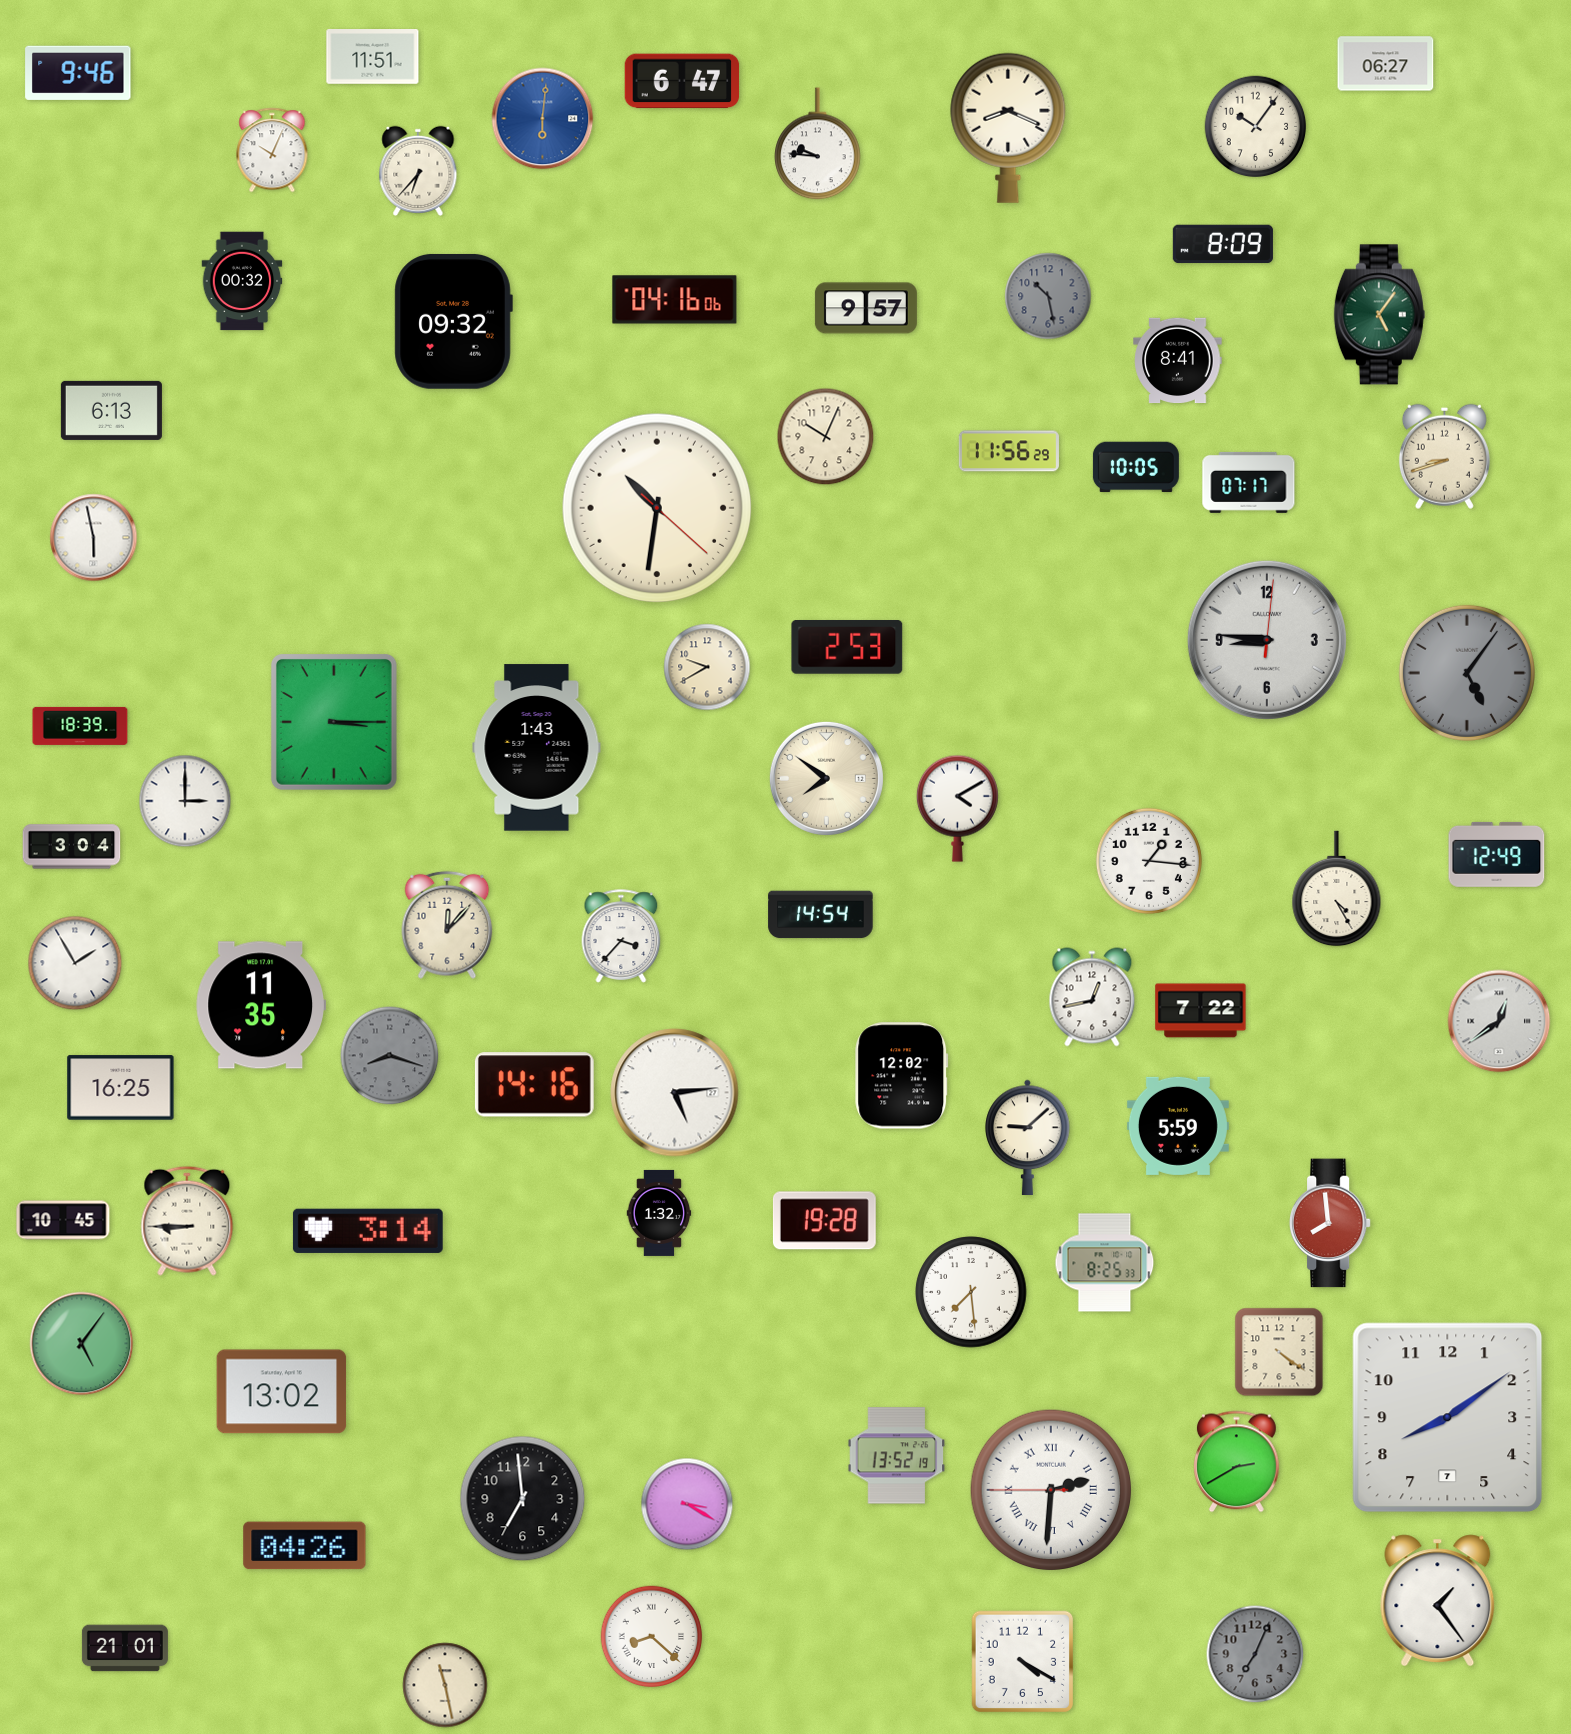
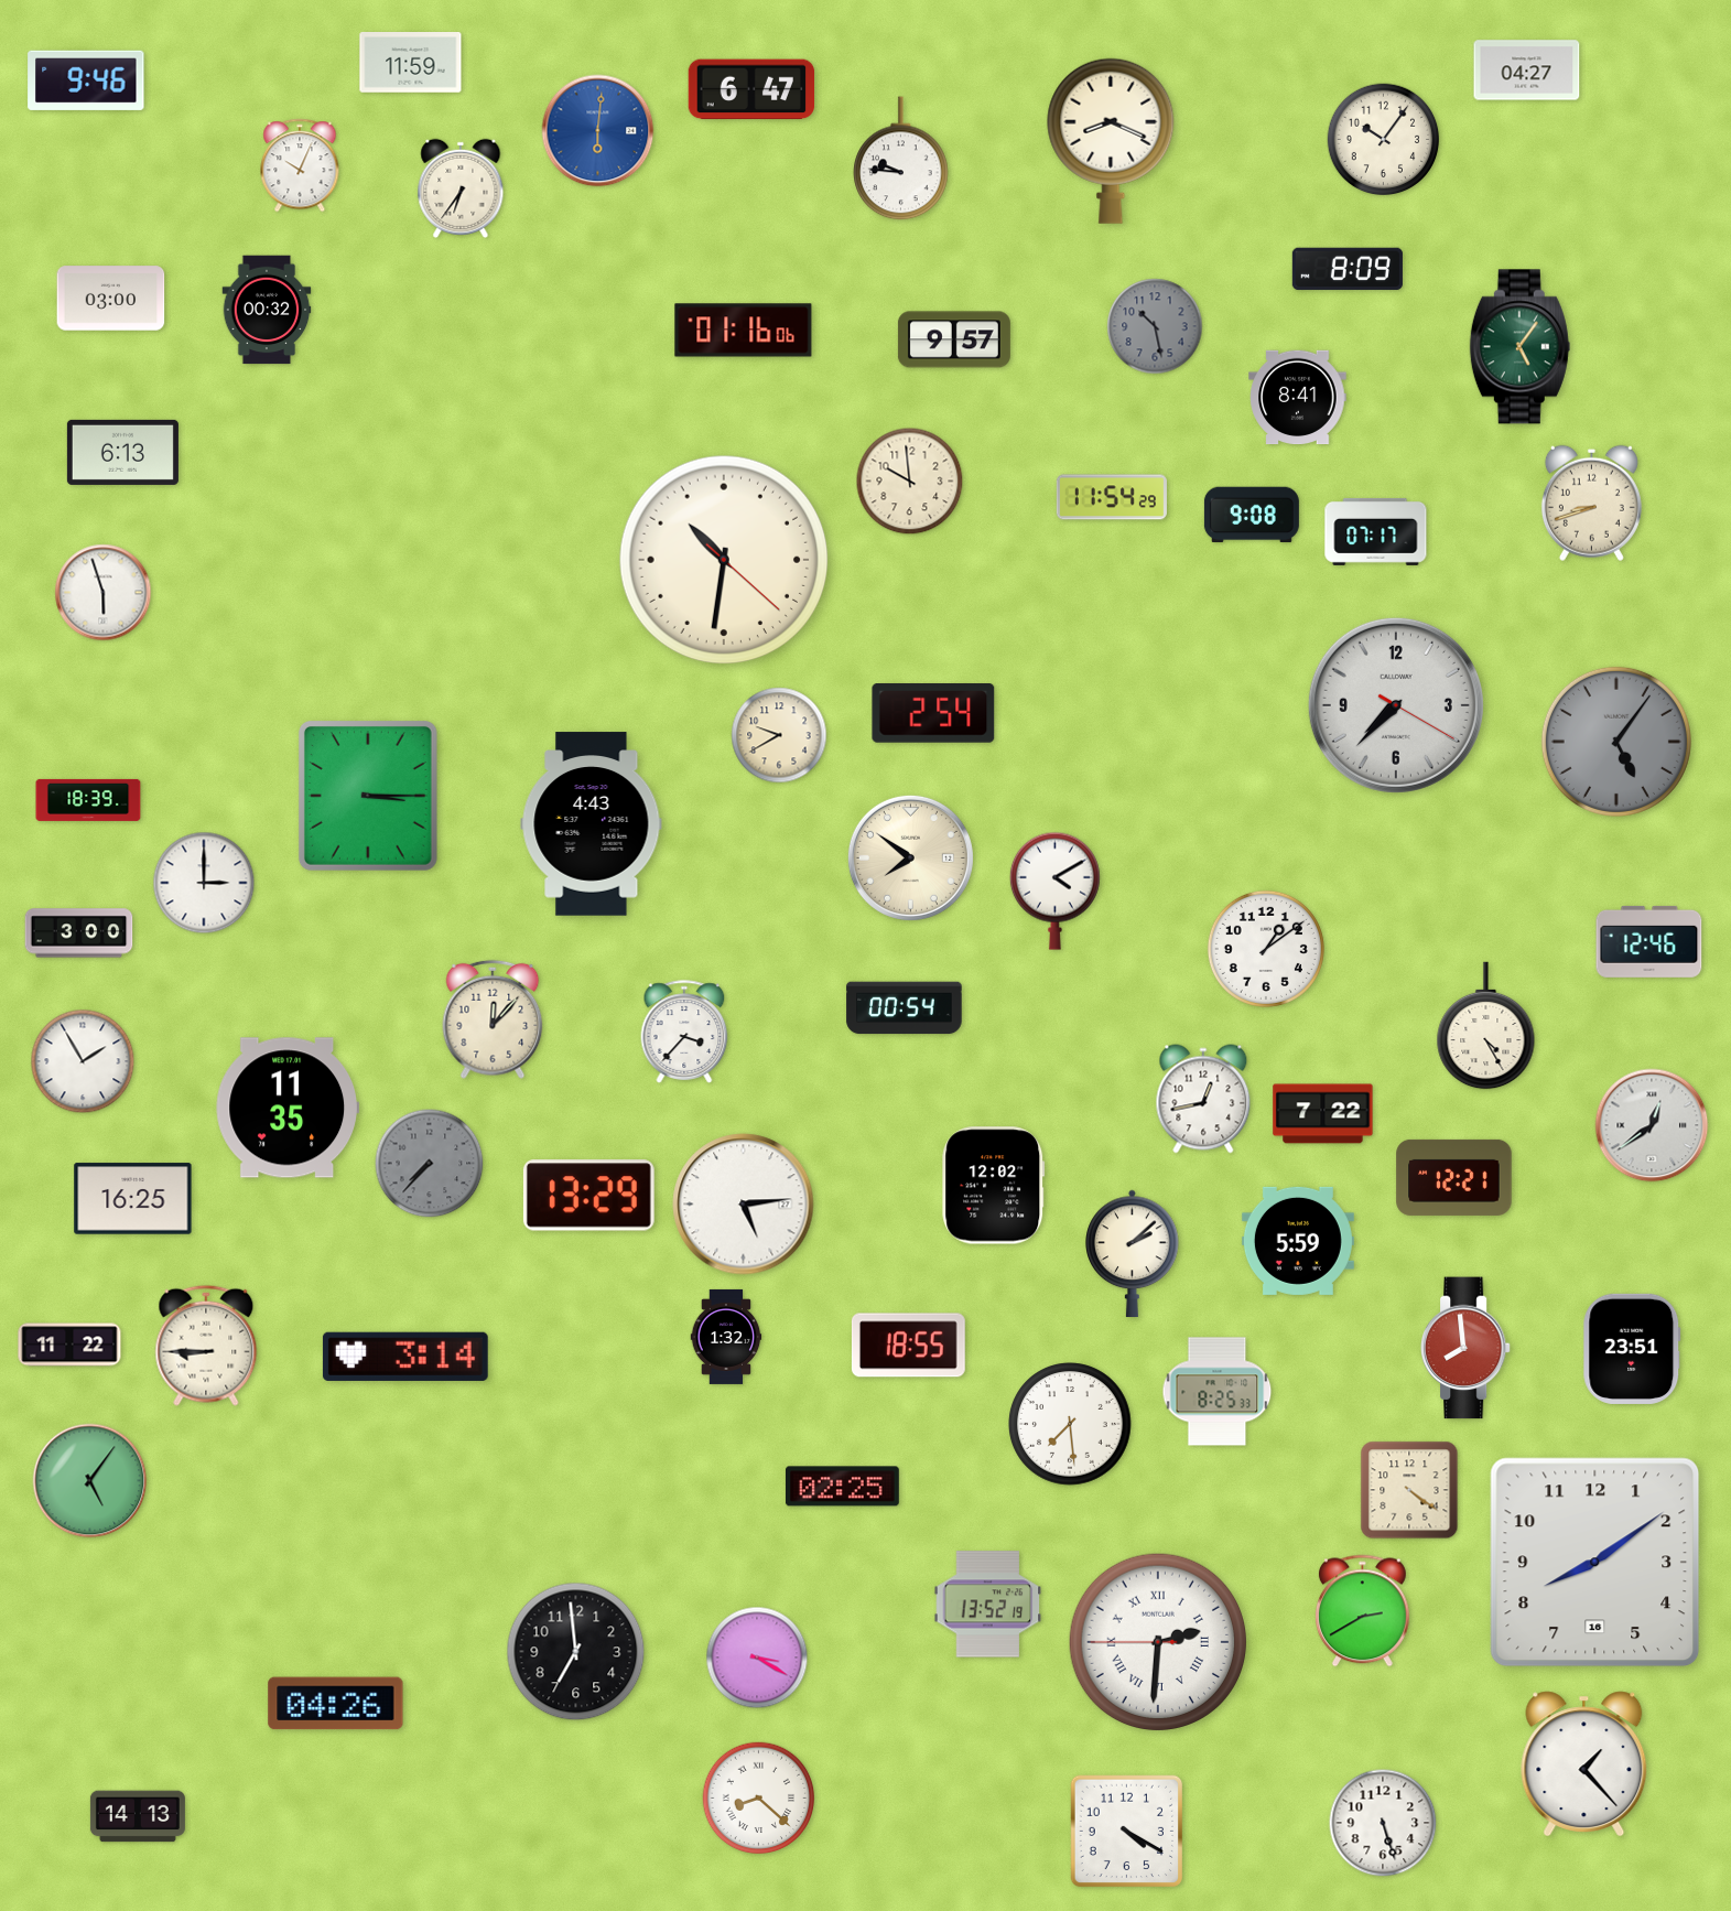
clock at (373, 57): 11:51 -> 11:59
clock at (1386, 64): 06:27 -> 04:27
clock at (418, 171): 6:37 -> 6:36
clock at (111, 299): none -> 03:00
clock at (675, 300): 04:16 -> 01:16
clock at (453, 321): 09:32 -> none
clock at (826, 437): 10:04 -> 9:59
clock at (1009, 451): 11:56 -> 11:54
clock at (1136, 467): 10:05 -> 9:08
clock at (94, 538): 5:58 -> 5:57
clock at (1267, 640): 8:46 -> 7:37
clock at (847, 648): 2:53 -> 2:54
clock at (537, 748): 1:43 -> 4:43
clock at (72, 847): 3:04 -> 3:00
clock at (1497, 854): 12:49 -> 12:46
clock at (1149, 861): 1:16 -> 1:09
clock at (1337, 889) position: (1337, 889) -> (1486, 1026)
clock at (821, 915): 14:54 -> 00:54
clock at (390, 1056): 8:18 -> 7:37
clock at (1454, 1177): none -> 12:21
clock at (534, 1085): 14:16 -> 13:29
clock at (1028, 1137): 9:08 -> 2:08
clock at (63, 1220): 10:45 -> 11:22
clock at (824, 1221): 19:28 -> 18:55
clock at (1632, 1349): none -> 23:51
clock at (842, 1487): none -> 02:25
clock at (282, 1392): 13:02 -> none
clock at (1448, 1418) date: 7 -> 16
clock at (1438, 1601): 1:24 -> 1:23
clock at (652, 1637) position: (652, 1637) -> (759, 1799)
clock at (125, 1648): 21:01 -> 14:13
clock at (1255, 1654): 7:04 -> 5:27
clock at (1255, 1654) dial: grey -> white
clock at (445, 1685): 11:28 -> none
